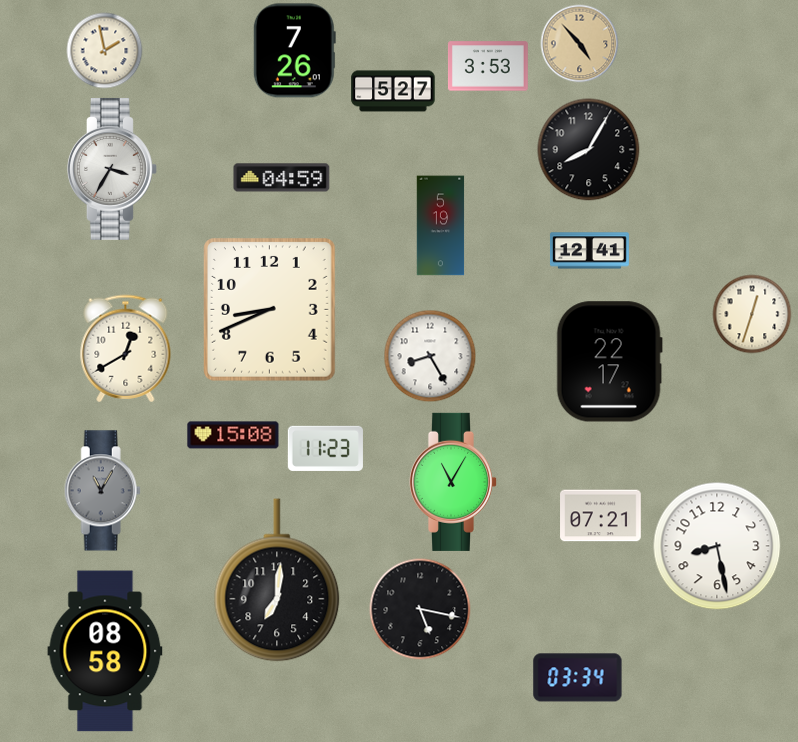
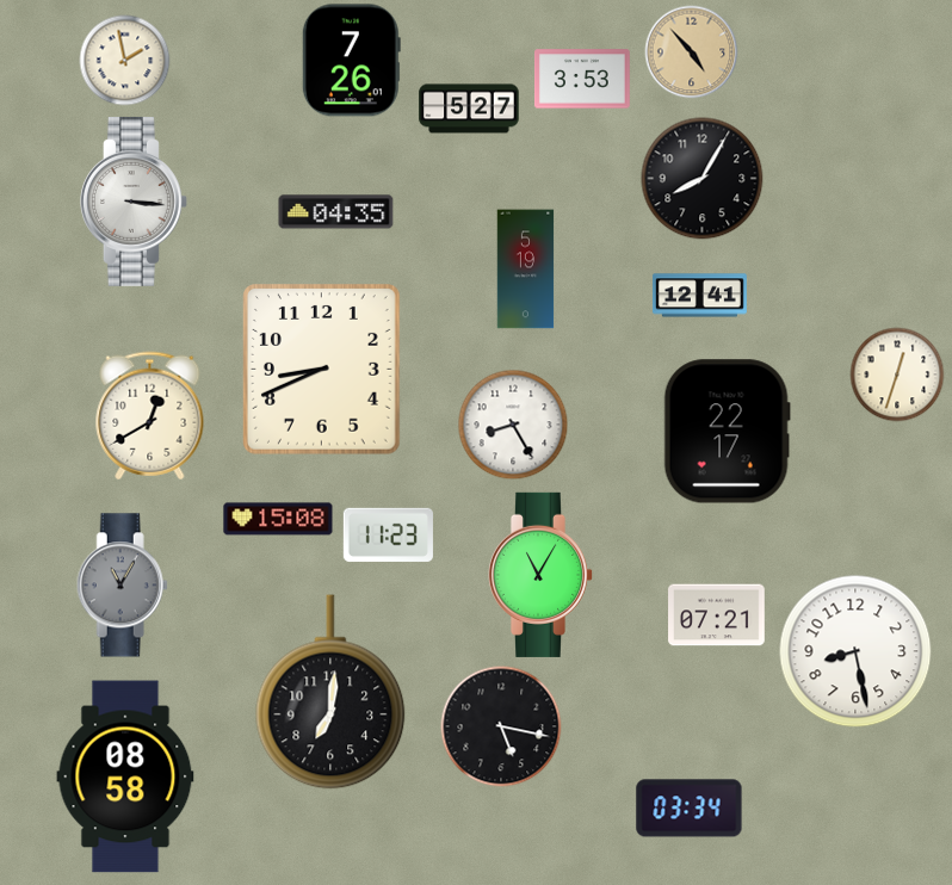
clock at (112, 169): 3:35 -> 3:16
clock at (282, 178): 04:59 -> 04:35
clock at (589, 251) position: (589, 251) -> (699, 296)
